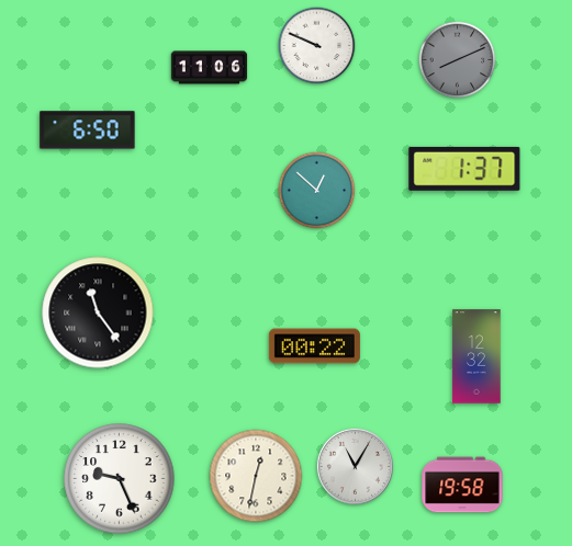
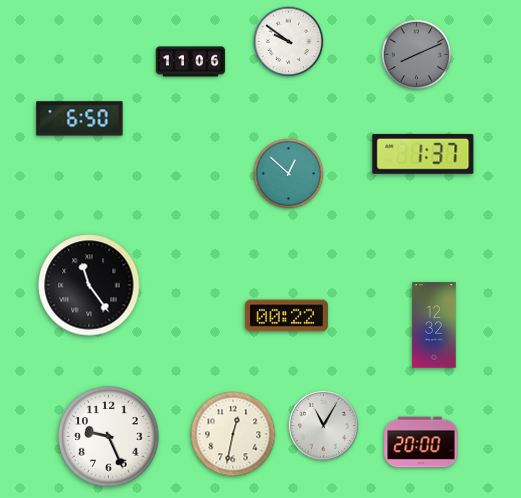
clock at (317, 46): 9:49 -> 9:51
clock at (462, 485): 19:58 -> 20:00
